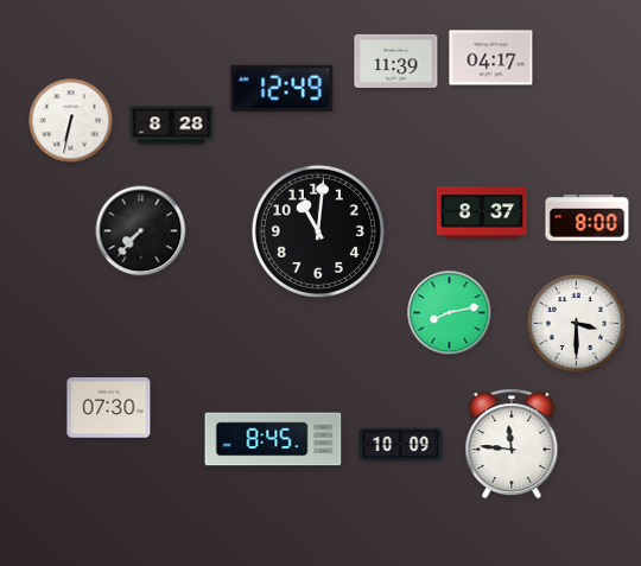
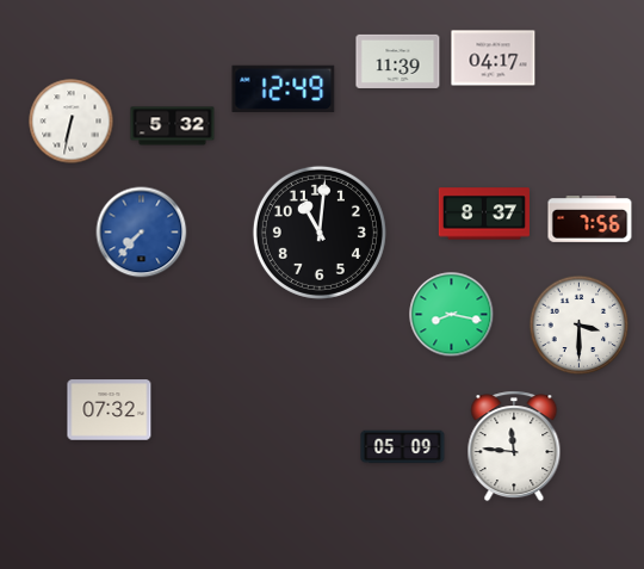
clock at (172, 126): 8:28 -> 5:32
clock at (588, 218): 8:00 -> 7:56
clock at (141, 231) dial: black -> blue
clock at (450, 313): 8:13 -> 8:17
clock at (109, 408): 07:30 -> 07:32
clock at (273, 439): 8:45 -> none
clock at (401, 445): 10:09 -> 05:09
